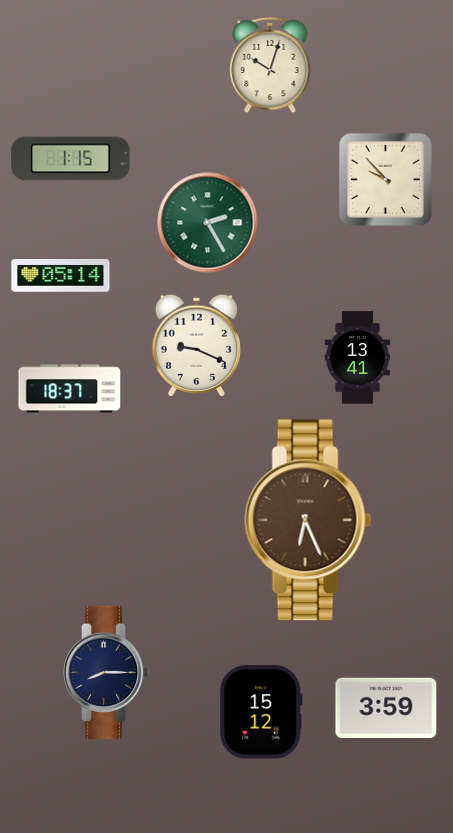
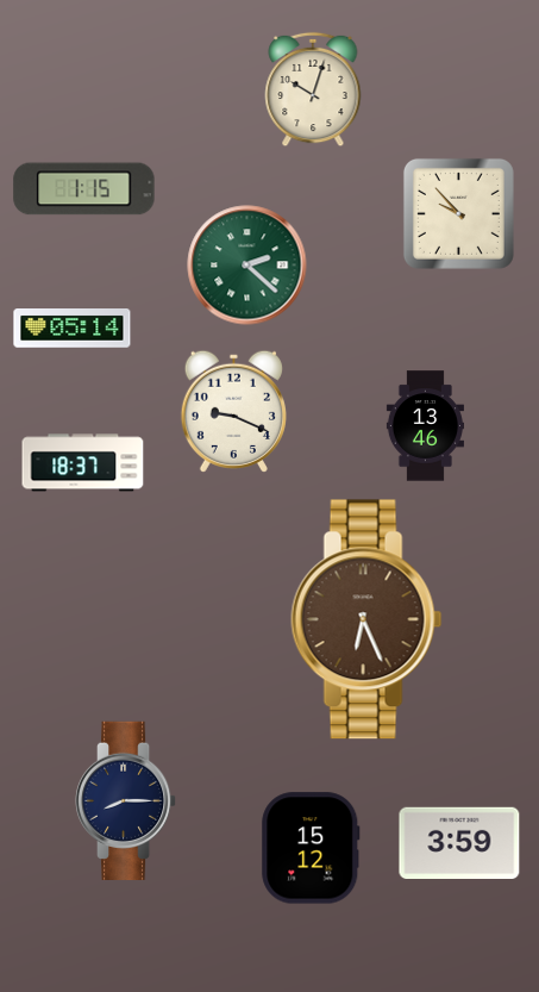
clock at (270, 65) position: (270, 65) -> (313, 89)
clock at (208, 223): 2:25 -> 2:22
clock at (357, 358): 13:41 -> 13:46
